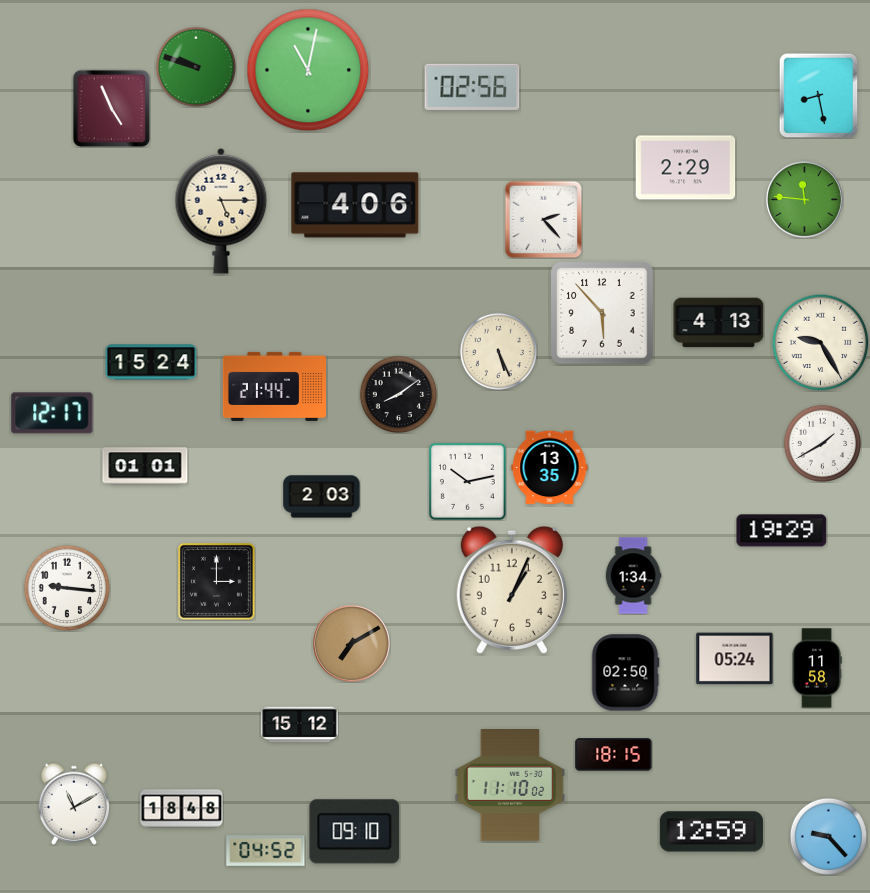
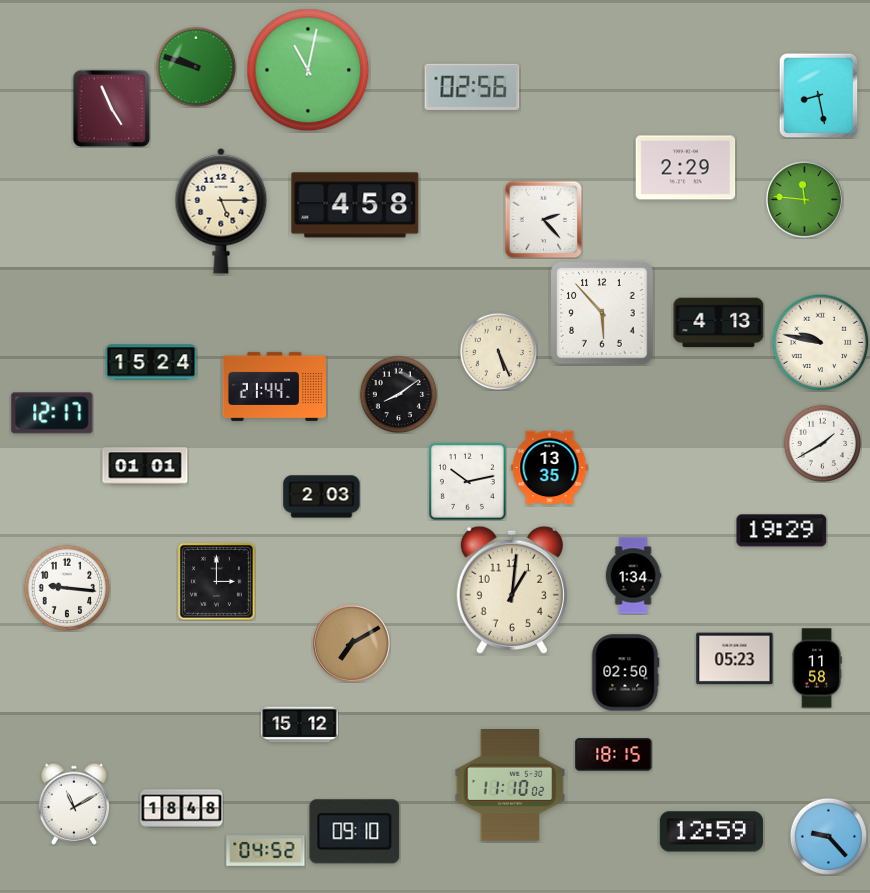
clock at (355, 205): 4:06 -> 4:58
clock at (820, 342): 9:25 -> 9:47
clock at (512, 590): 1:04 -> 1:01
clock at (735, 659): 05:24 -> 05:23
